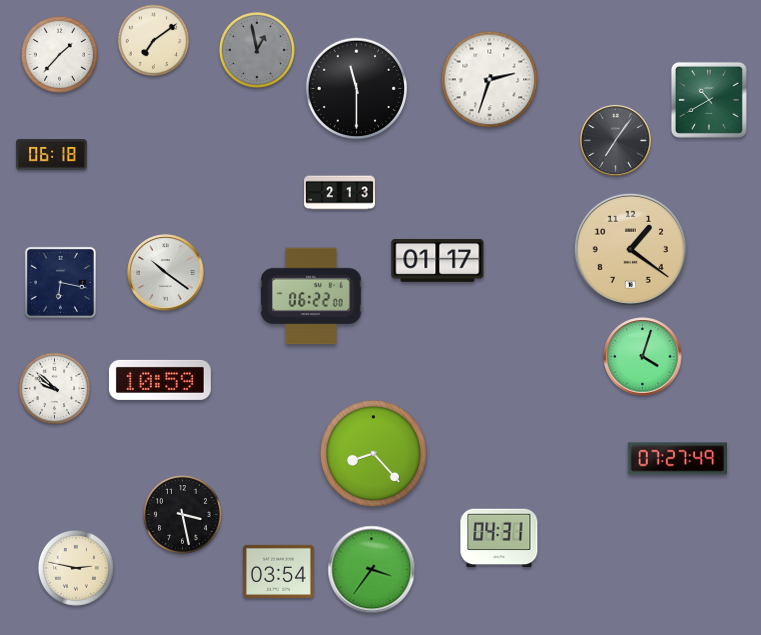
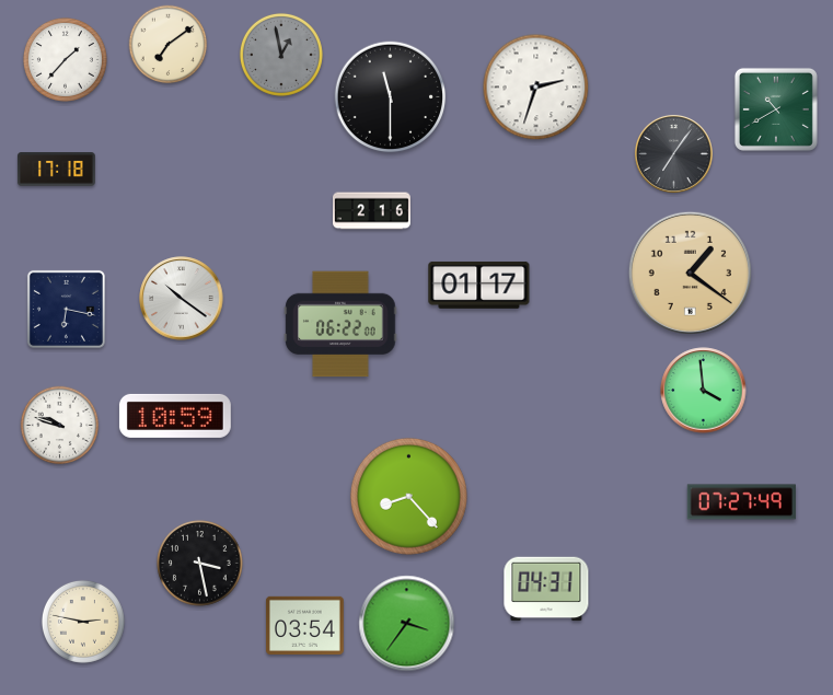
clock at (51, 155): 06:18 -> 17:18
clock at (340, 193): 2:13 -> 2:16
clock at (643, 357): 4:03 -> 3:59
clock at (55, 389): 9:52 -> 9:48
